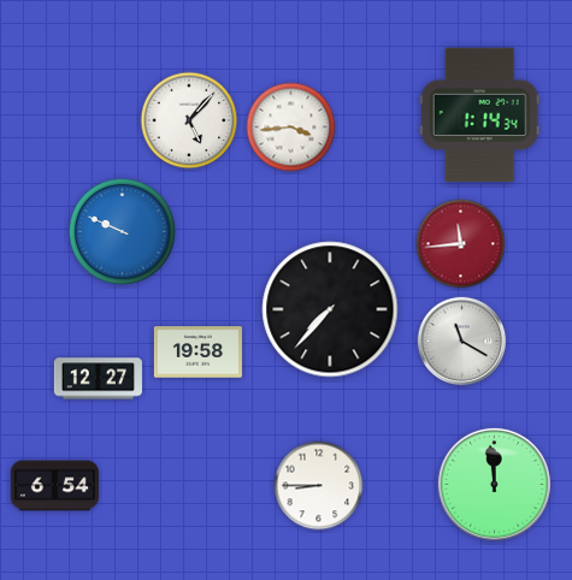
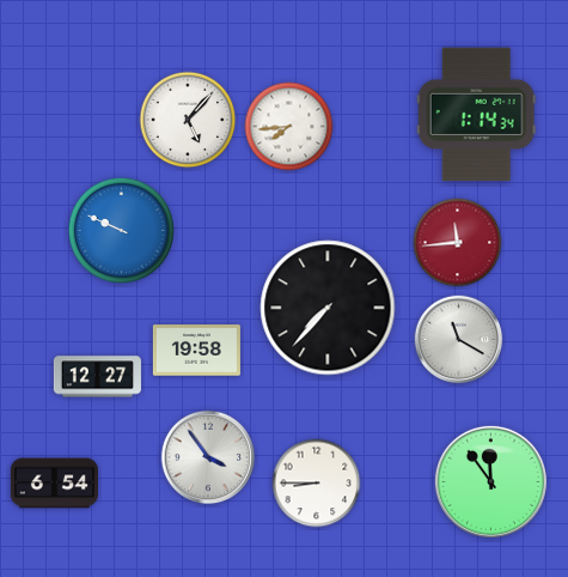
clock at (291, 128): 3:44 -> 7:44
clock at (208, 457): none -> 3:54
clock at (494, 484): 11:59 -> 11:54
